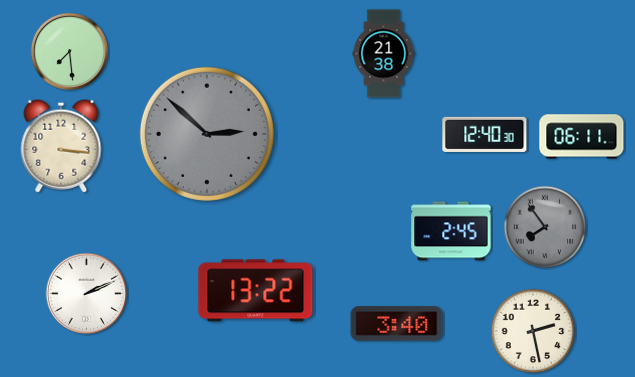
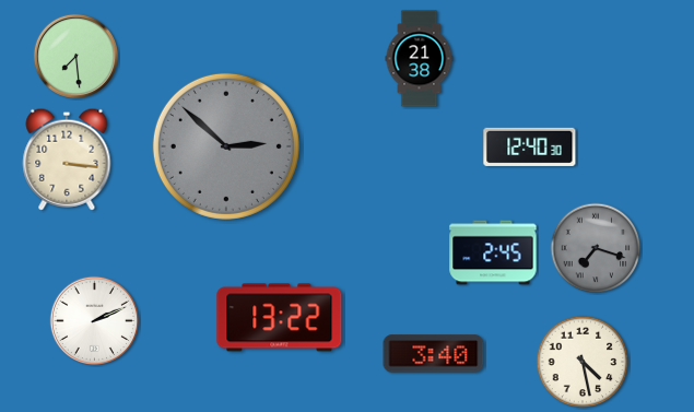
clock at (582, 137): 06:11 -> none
clock at (545, 227): 7:54 -> 7:18
clock at (533, 331): 2:28 -> 4:28
